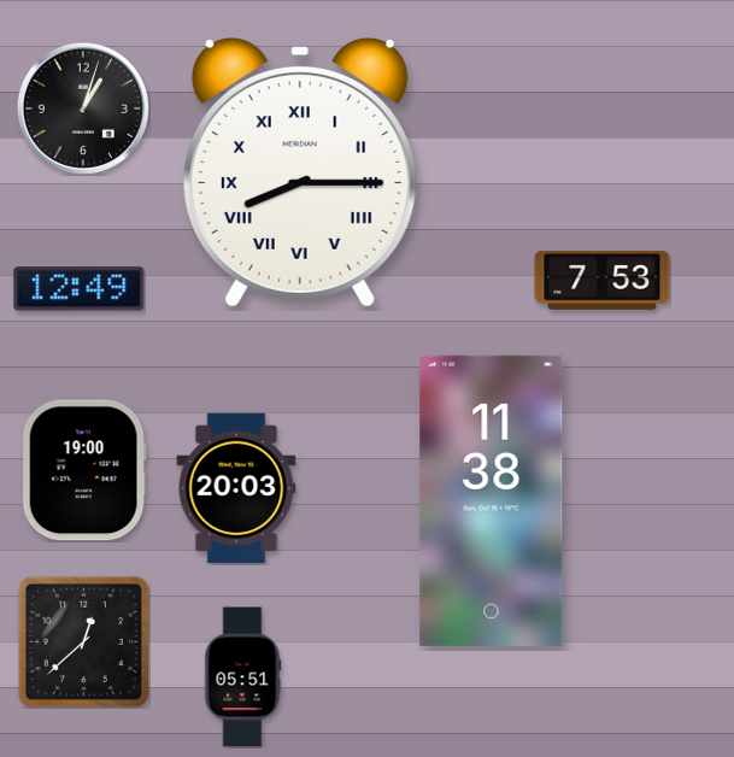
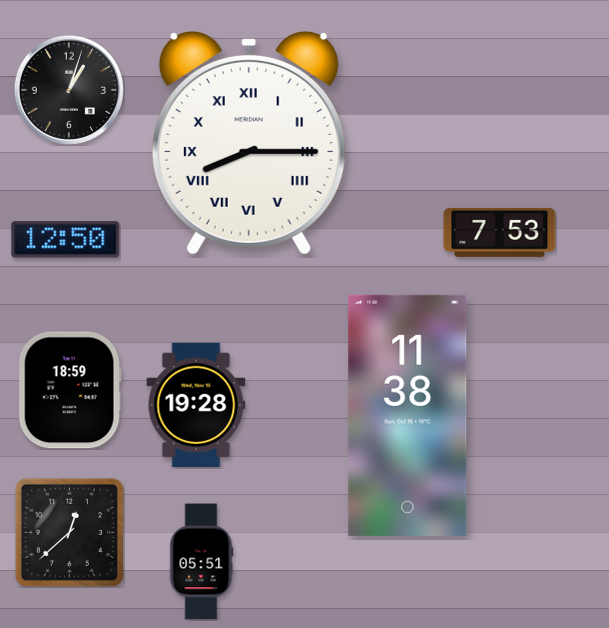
clock at (80, 289): 12:49 -> 12:50
clock at (84, 470): 19:00 -> 18:59
clock at (236, 488): 20:03 -> 19:28
